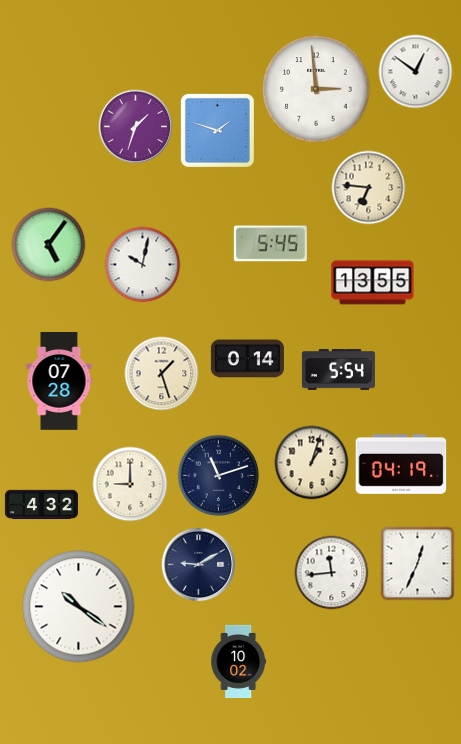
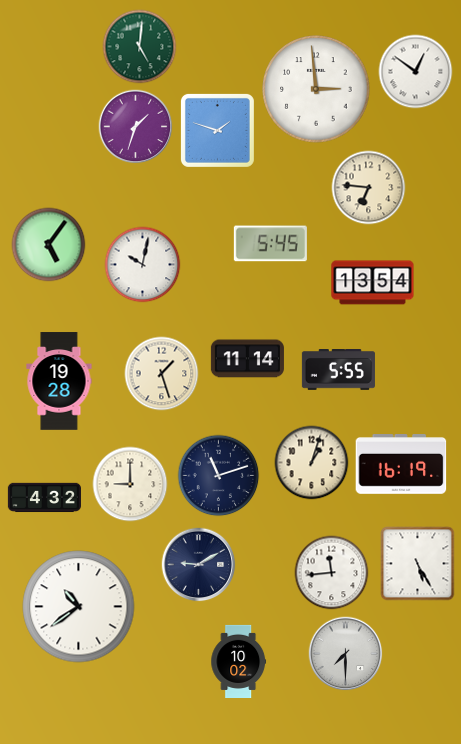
clock at (140, 47): none -> 5:01
clock at (373, 283): 13:55 -> 13:54
clock at (247, 359): 0:14 -> 11:14
clock at (338, 370): 5:54 -> 5:55
clock at (59, 381): 07:28 -> 19:28
clock at (401, 465): 04:19 -> 16:19
clock at (41, 505) position: (41, 505) -> (44, 498)
clock at (418, 564): 12:34 -> 5:25
clock at (79, 607): 10:21 -> 10:39
clock at (346, 654): none -> 7:30
